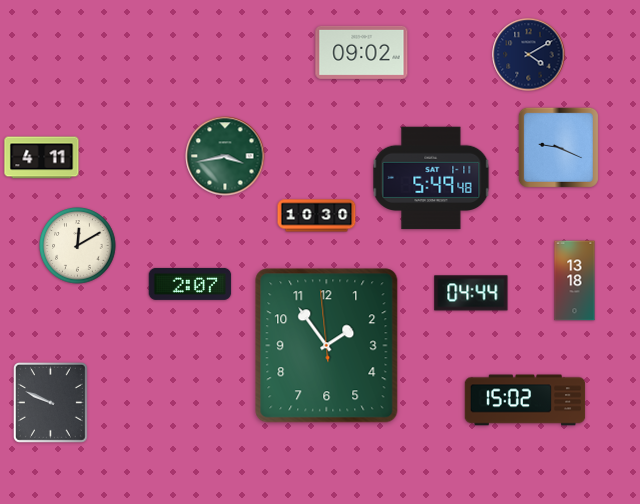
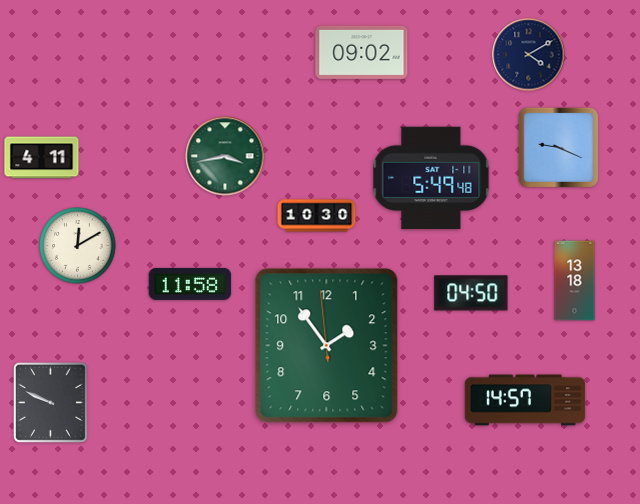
clock at (190, 284): 2:07 -> 11:58
clock at (471, 293): 04:44 -> 04:50
clock at (525, 400): 15:02 -> 14:57
